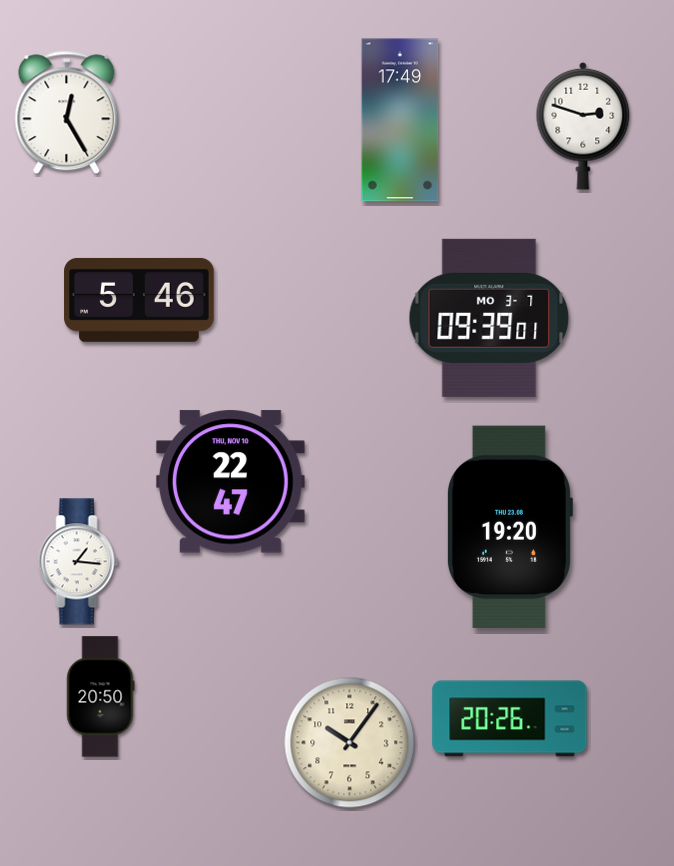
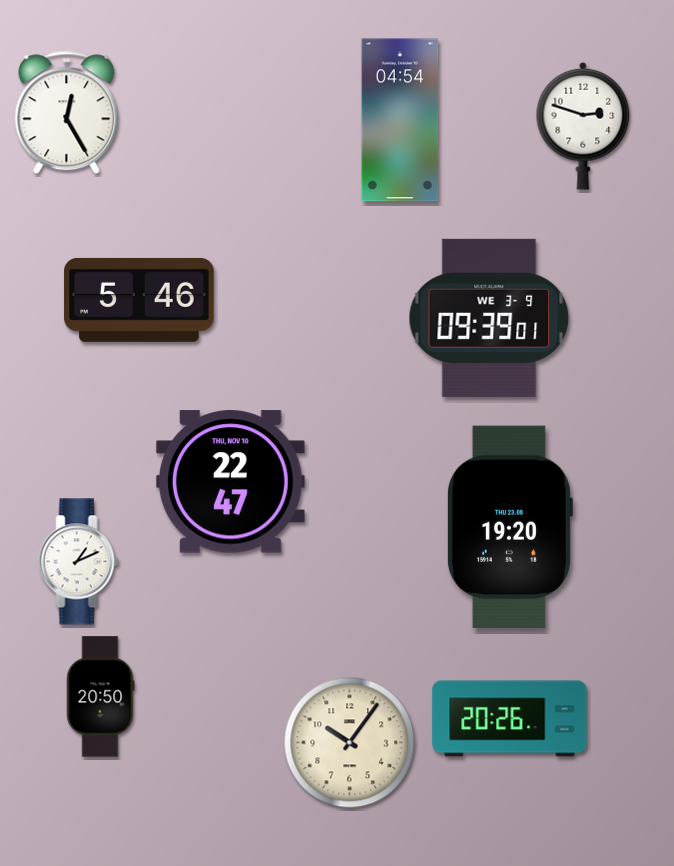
clock at (400, 120): 17:49 -> 04:54
clock at (489, 318) date: MO 3-7 -> WE 3-9
clock at (79, 562): 1:16 -> 1:11
